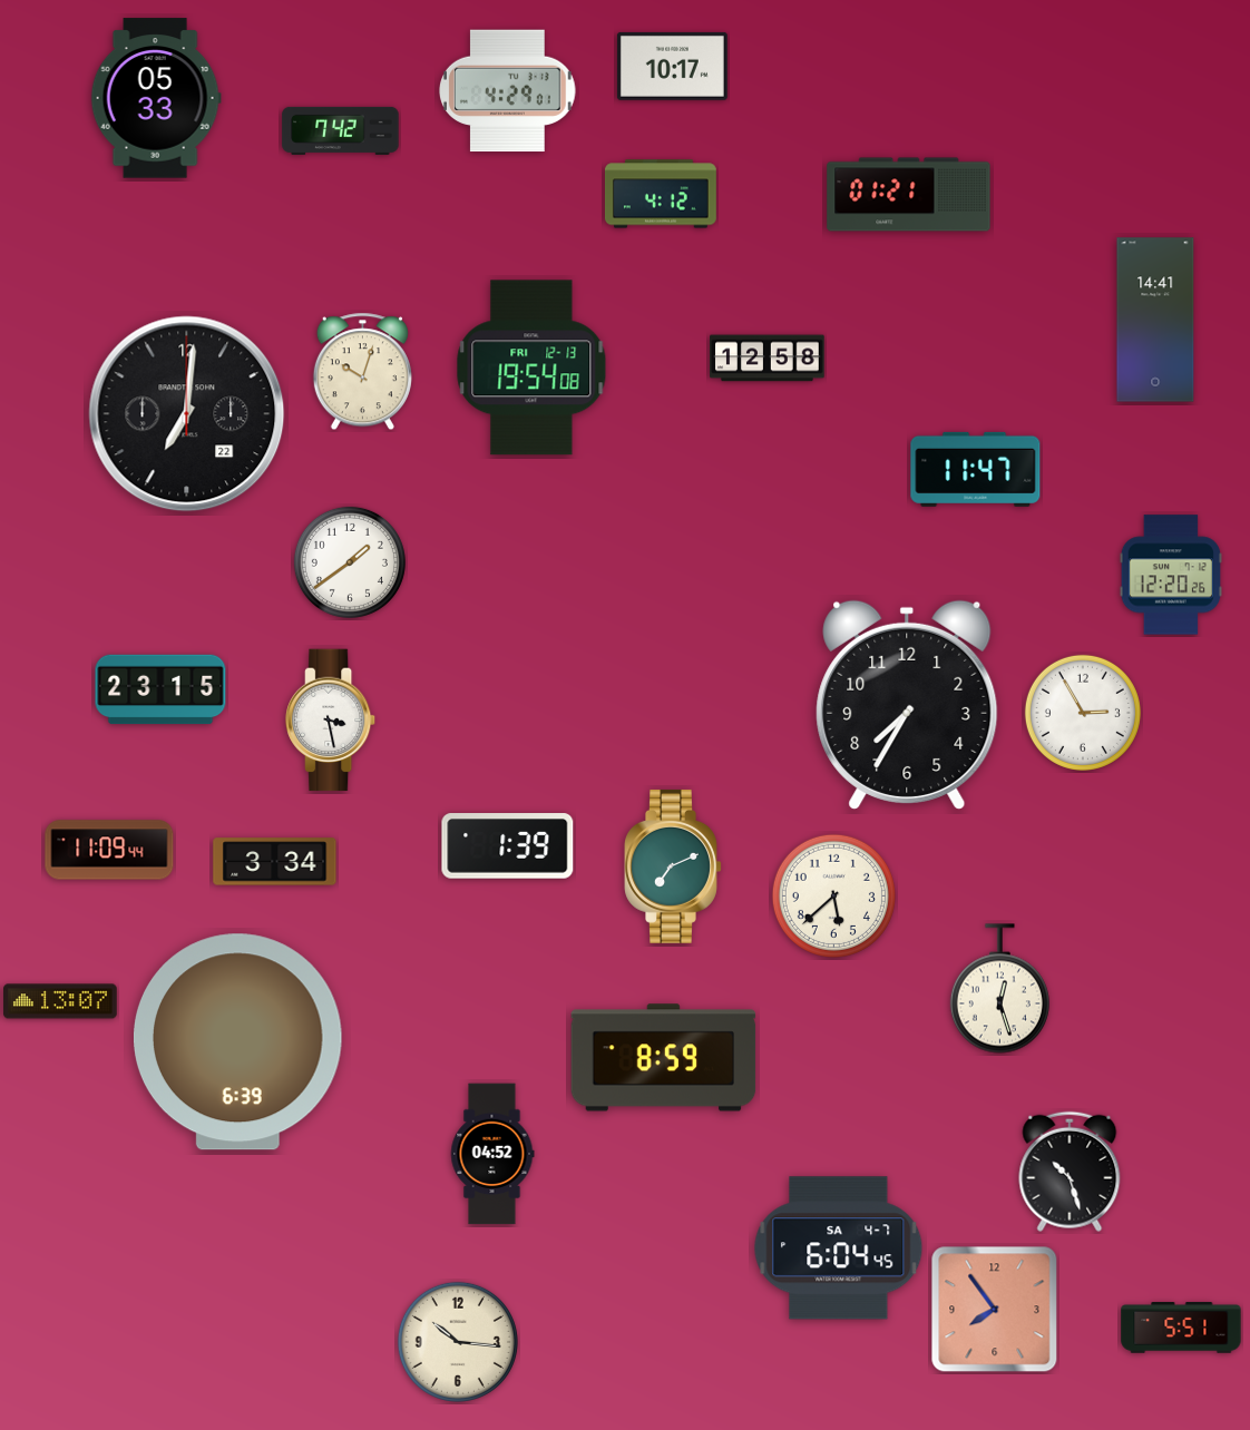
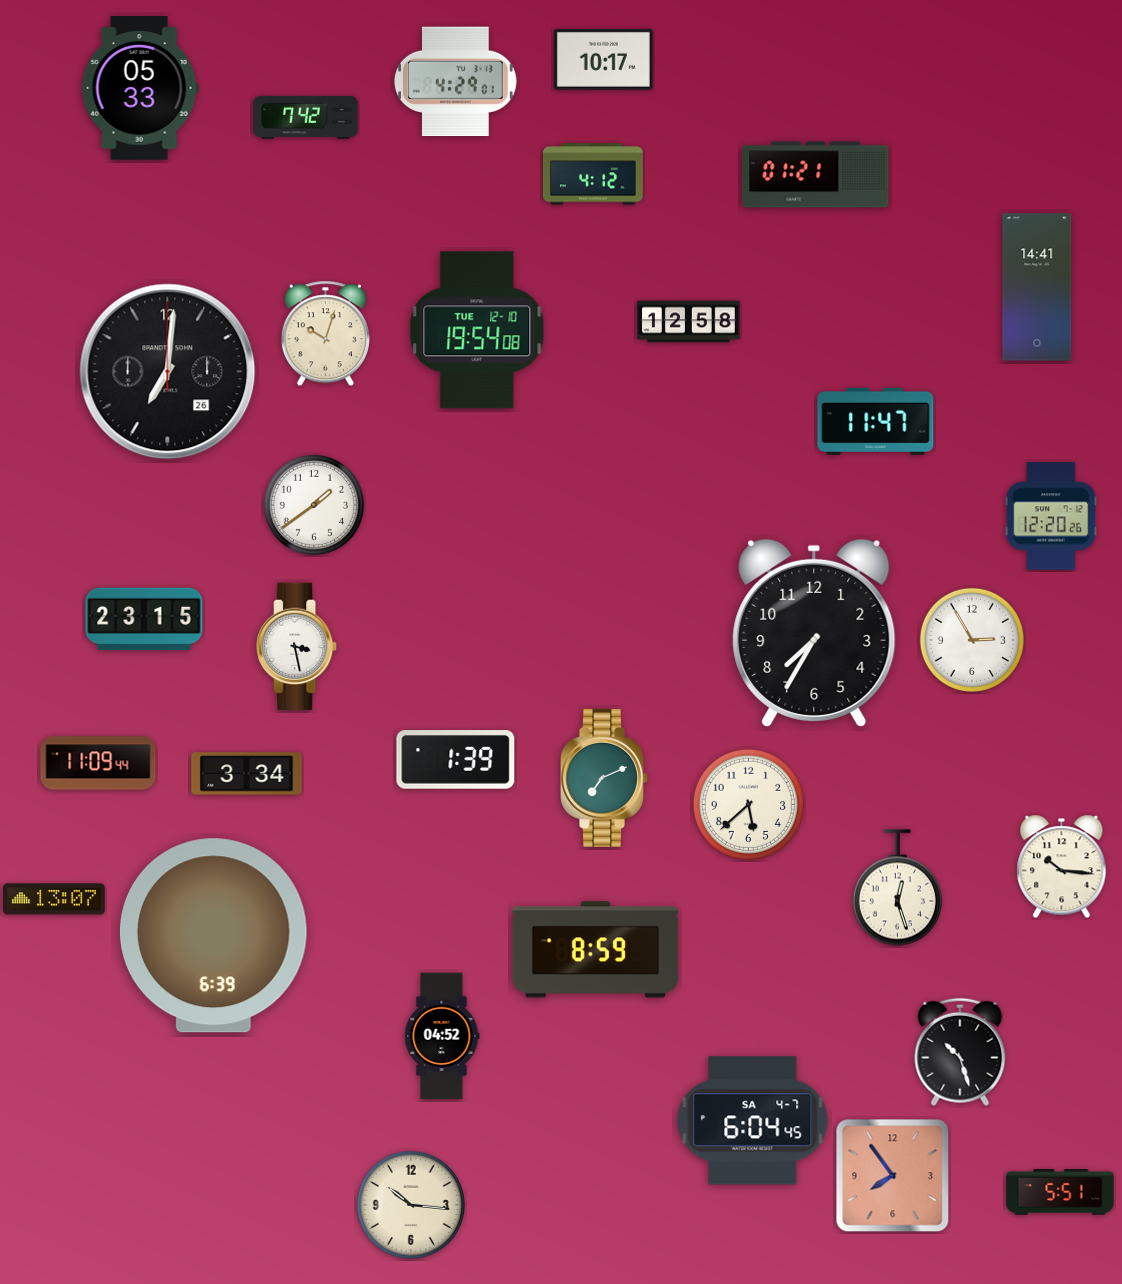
clock at (531, 368) date: FRI 12-13 -> TUE 12-10
clock at (187, 414) date: 22 -> 26
clock at (1062, 867): none -> 10:16
